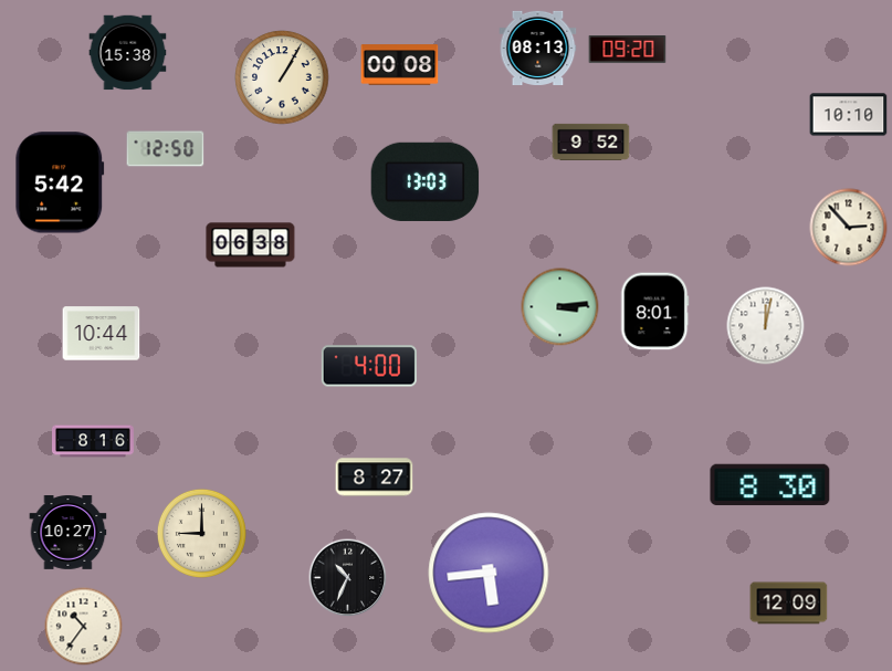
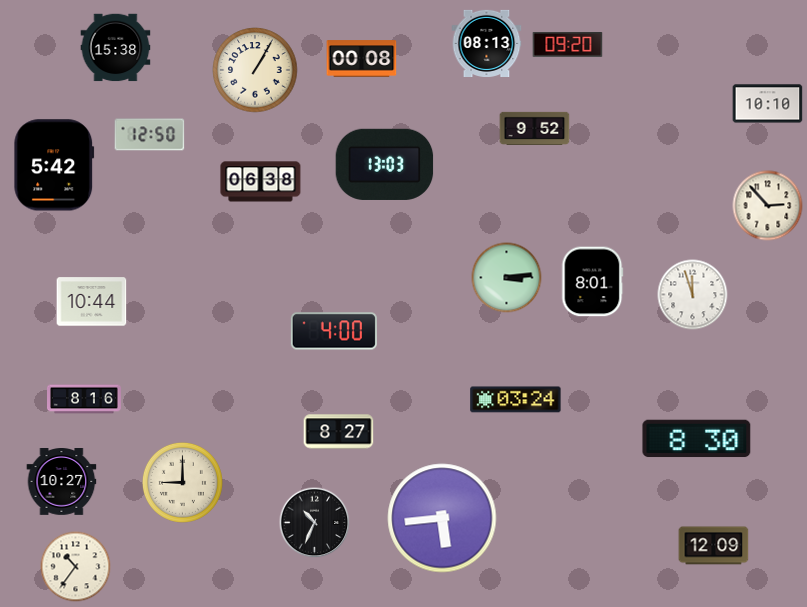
clock at (251, 245) position: (251, 245) -> (261, 182)
clock at (766, 326): 12:02 -> 11:57
clock at (516, 400): none -> 03:24
